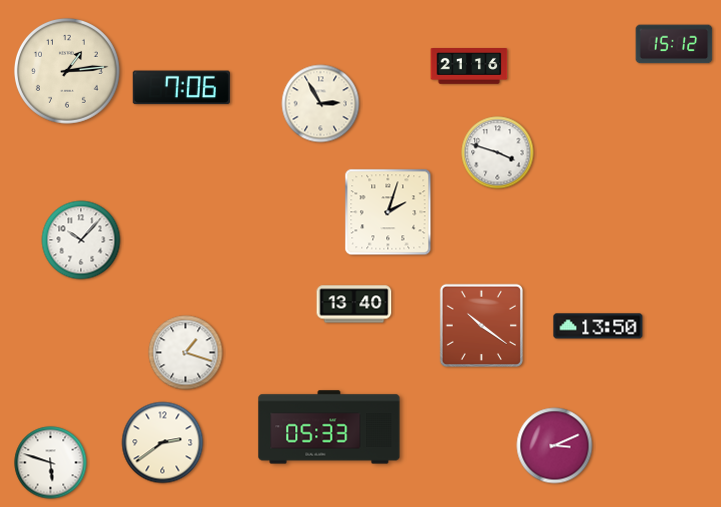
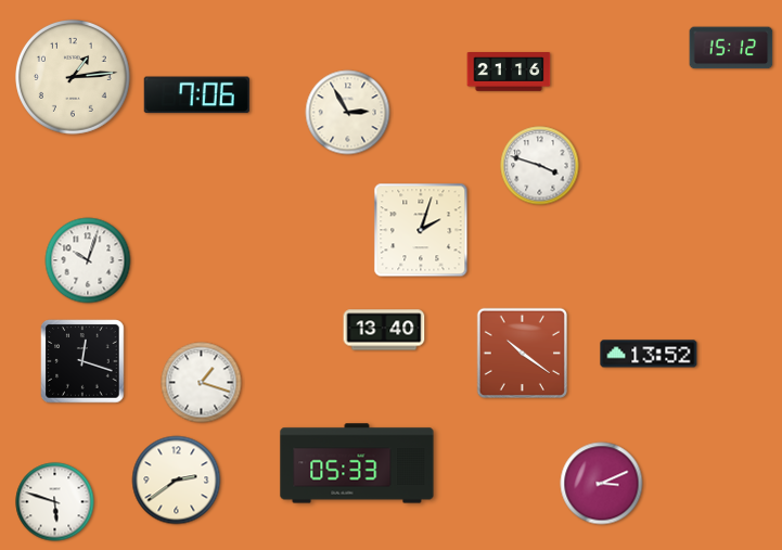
clock at (81, 240): 10:07 -> 10:03
clock at (598, 326): 13:50 -> 13:52
clock at (82, 361): none -> 12:18
